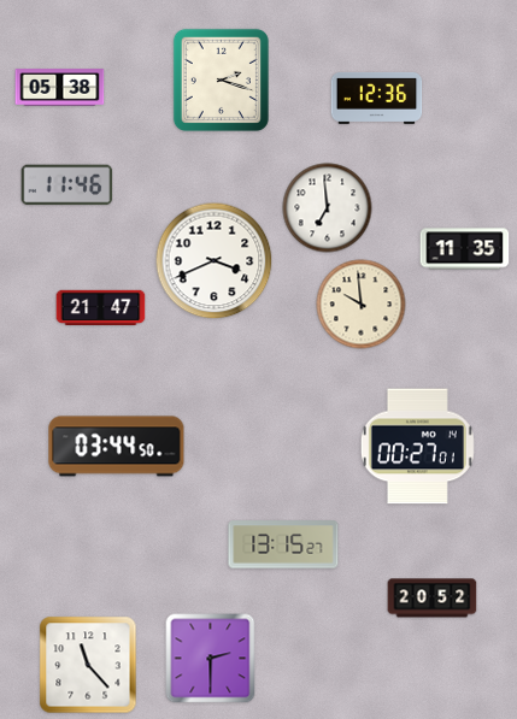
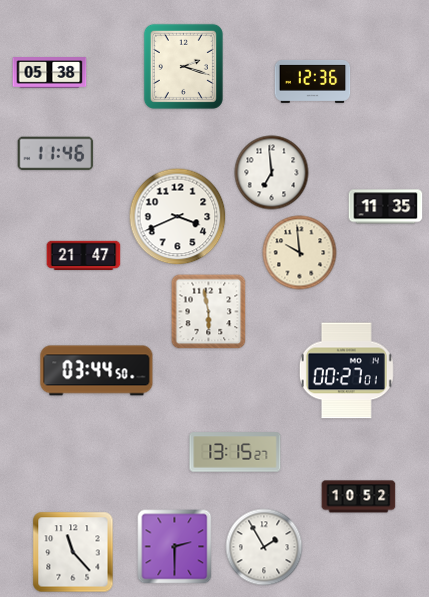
clock at (209, 312): none -> 5:58
clock at (433, 599): 20:52 -> 10:52
clock at (264, 547): none -> 1:55
